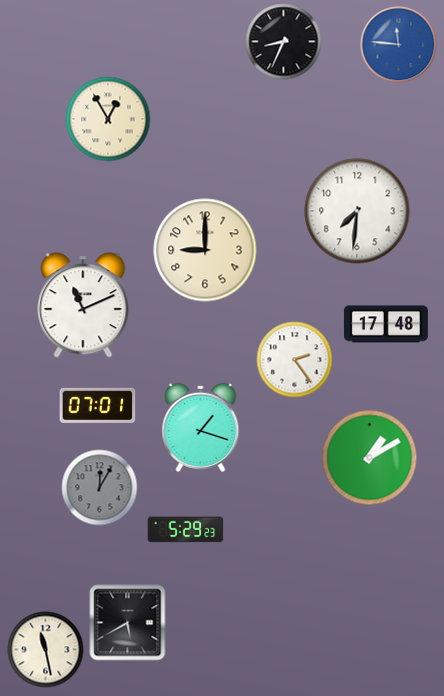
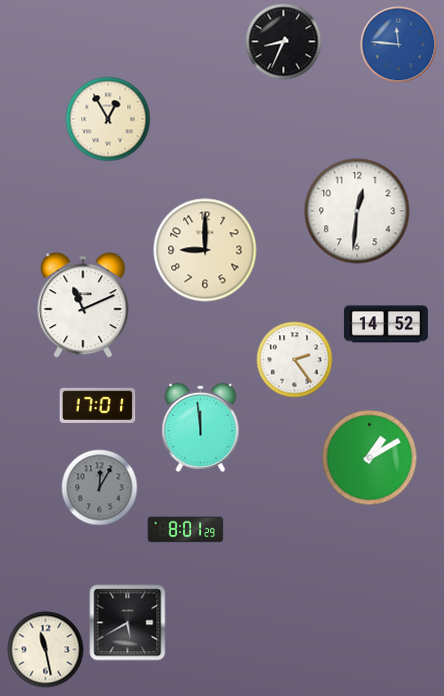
clock at (357, 211): 7:31 -> 12:31
clock at (386, 324): 17:48 -> 14:52
clock at (98, 405): 07:01 -> 17:01
clock at (201, 427): 1:18 -> 11:59
clock at (186, 530): 5:29 -> 8:01
